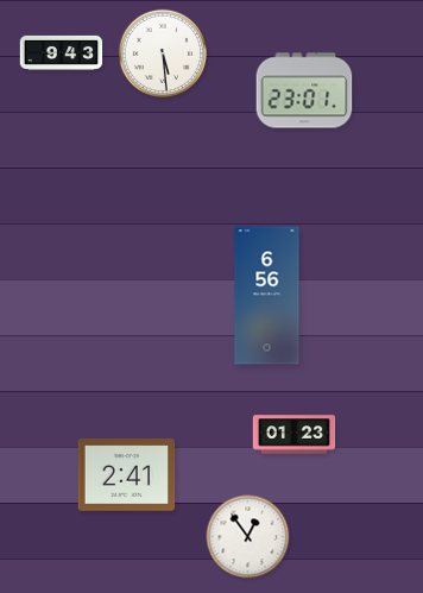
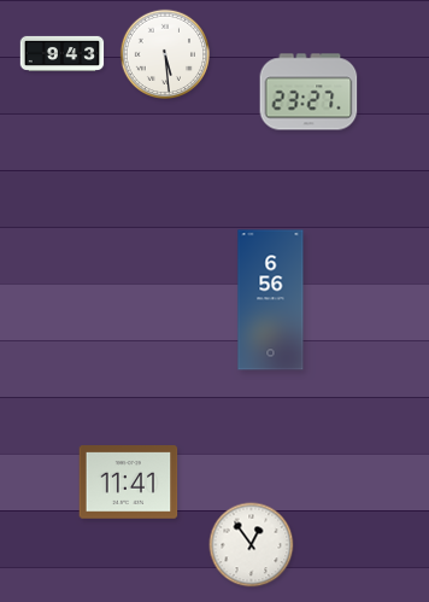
clock at (304, 90): 23:01 -> 23:27
clock at (295, 435): 01:23 -> none
clock at (127, 475): 2:41 -> 11:41
